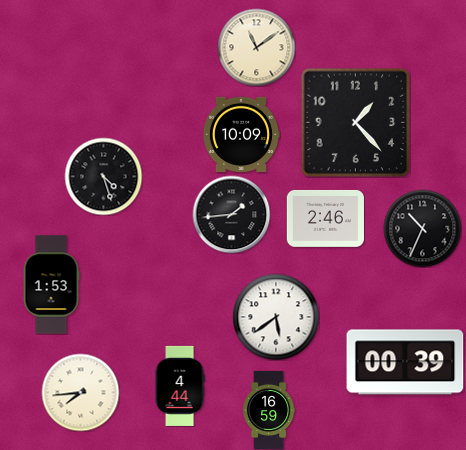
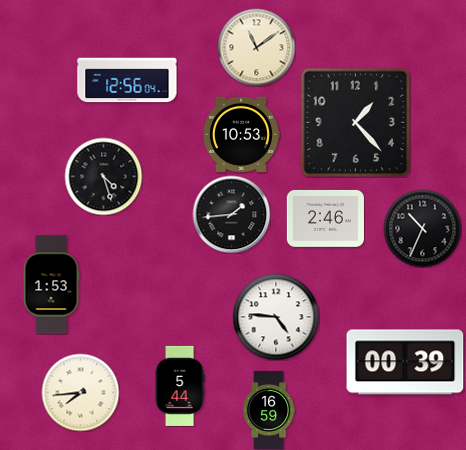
clock at (127, 80): none -> 12:56
clock at (241, 134): 10:09 -> 10:53
clock at (276, 317): 5:39 -> 4:46
clock at (180, 386): 4:44 -> 5:44
